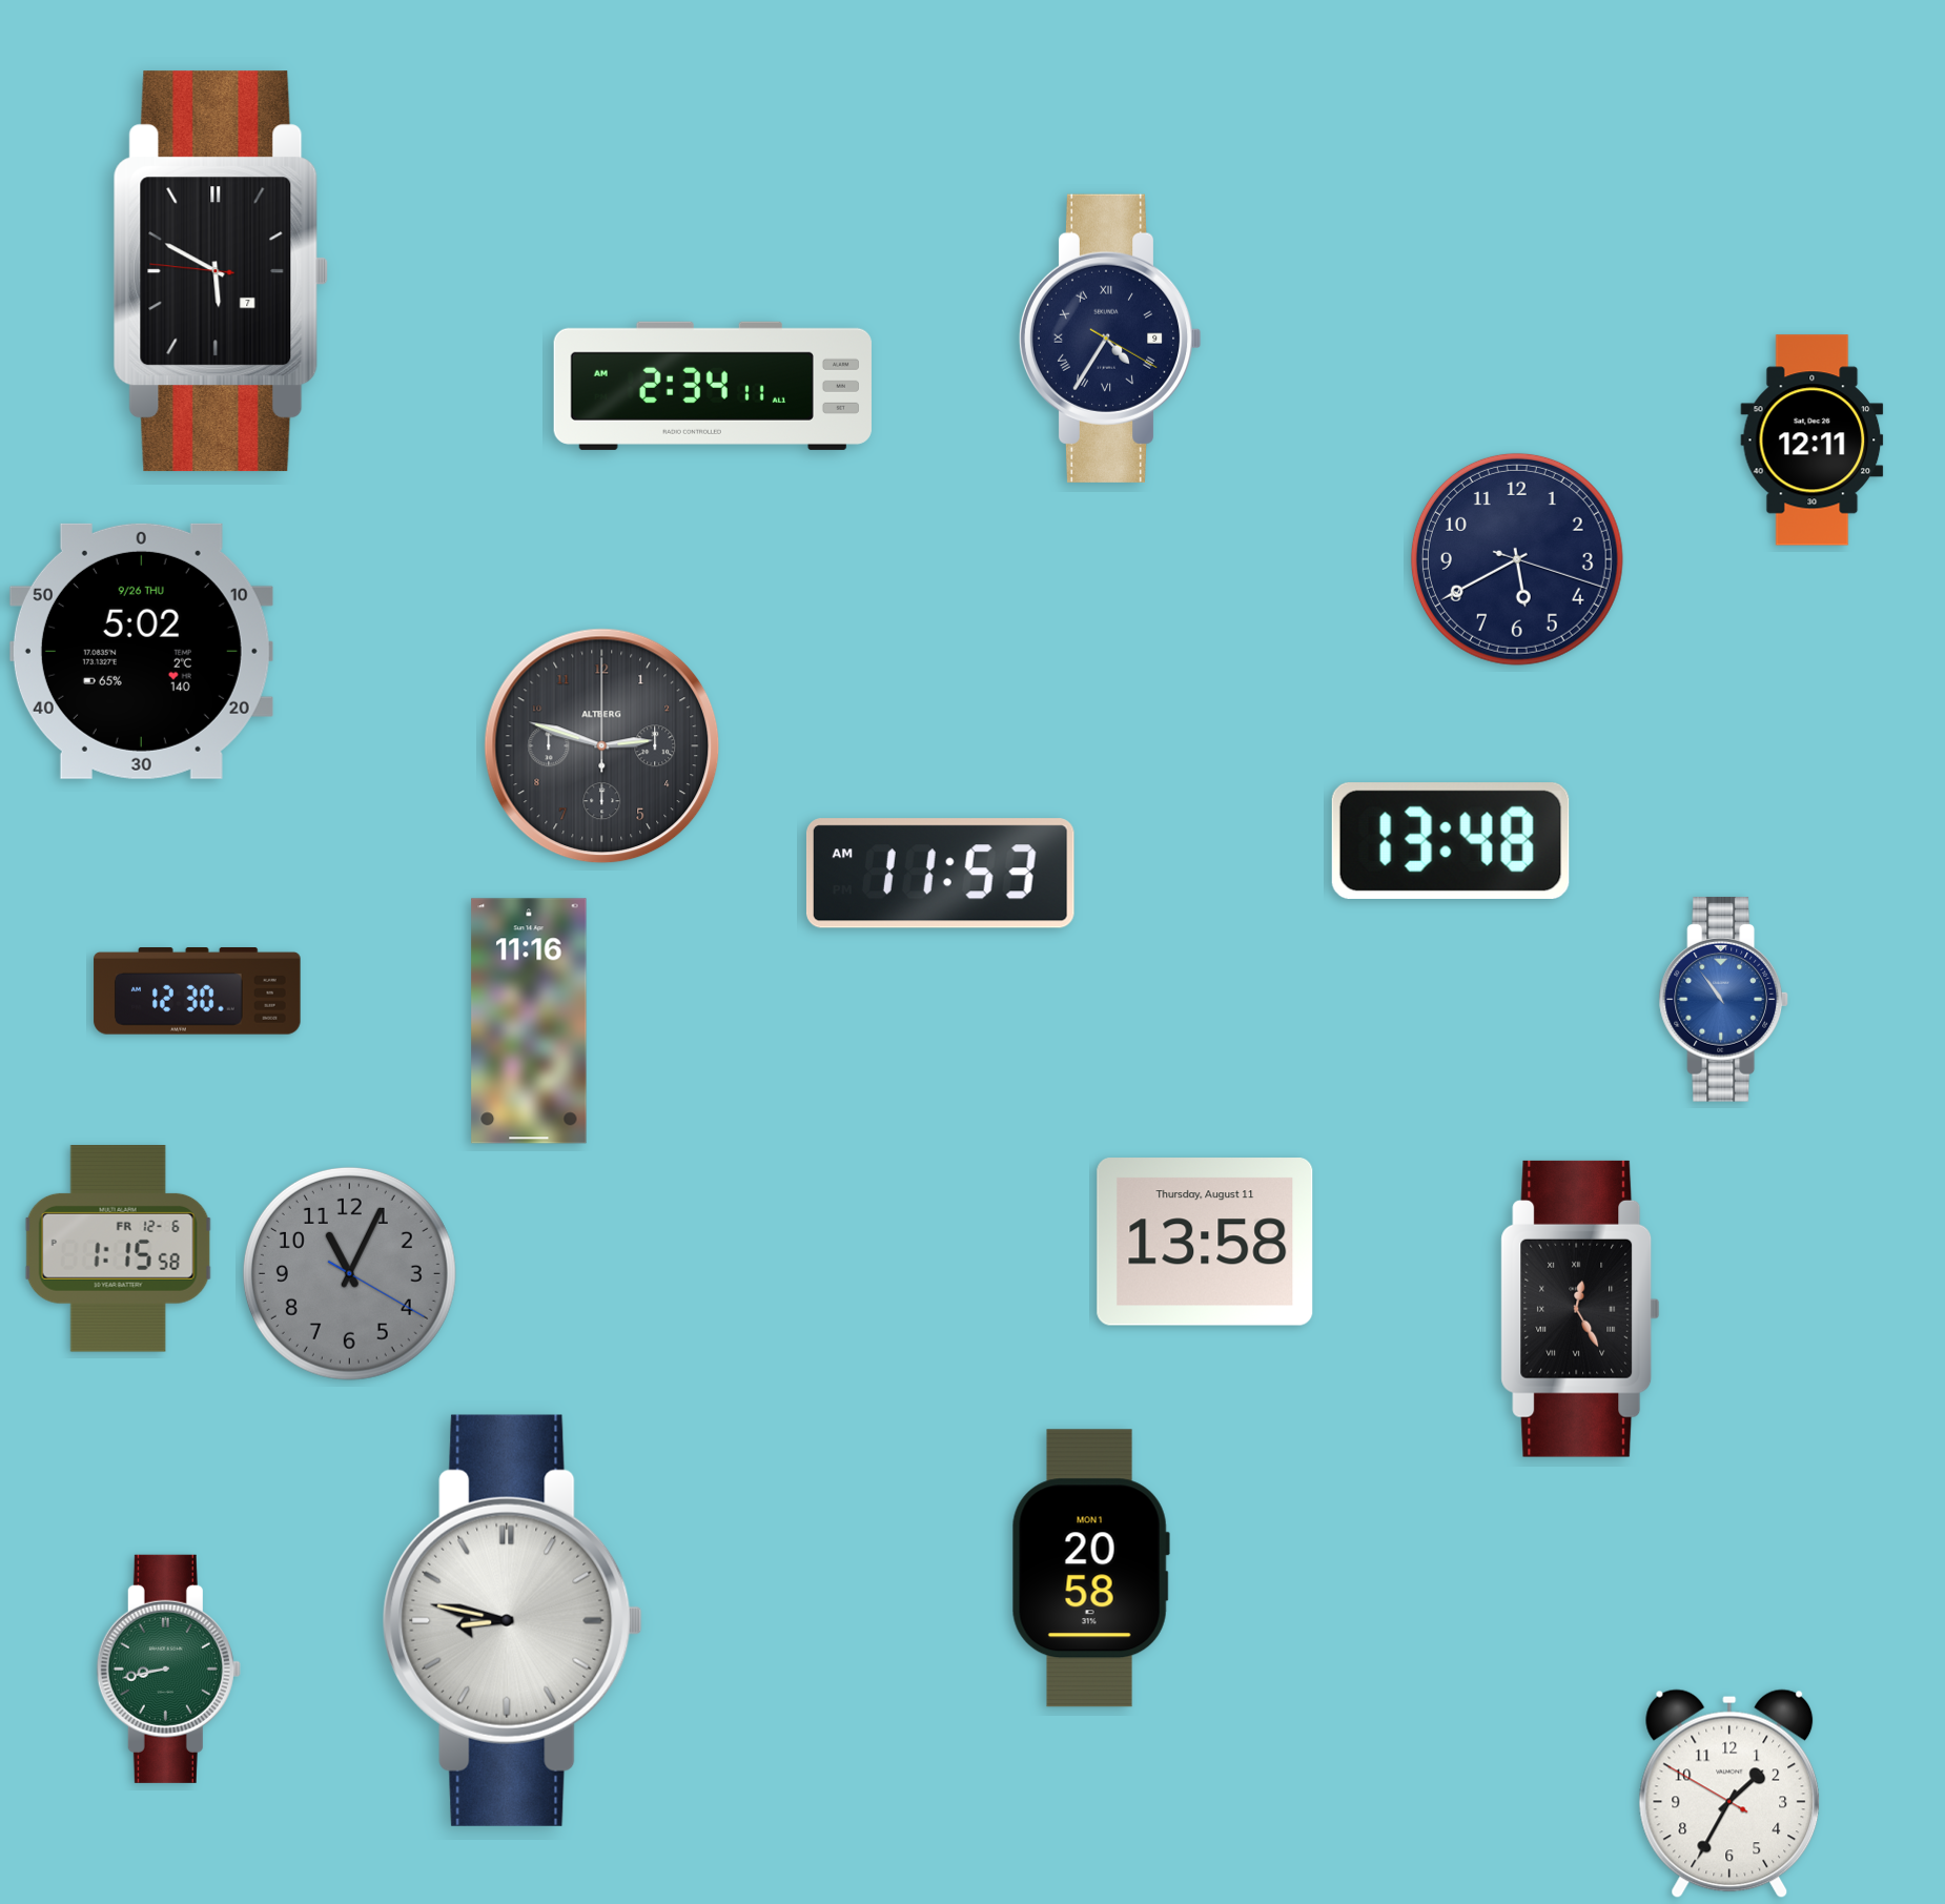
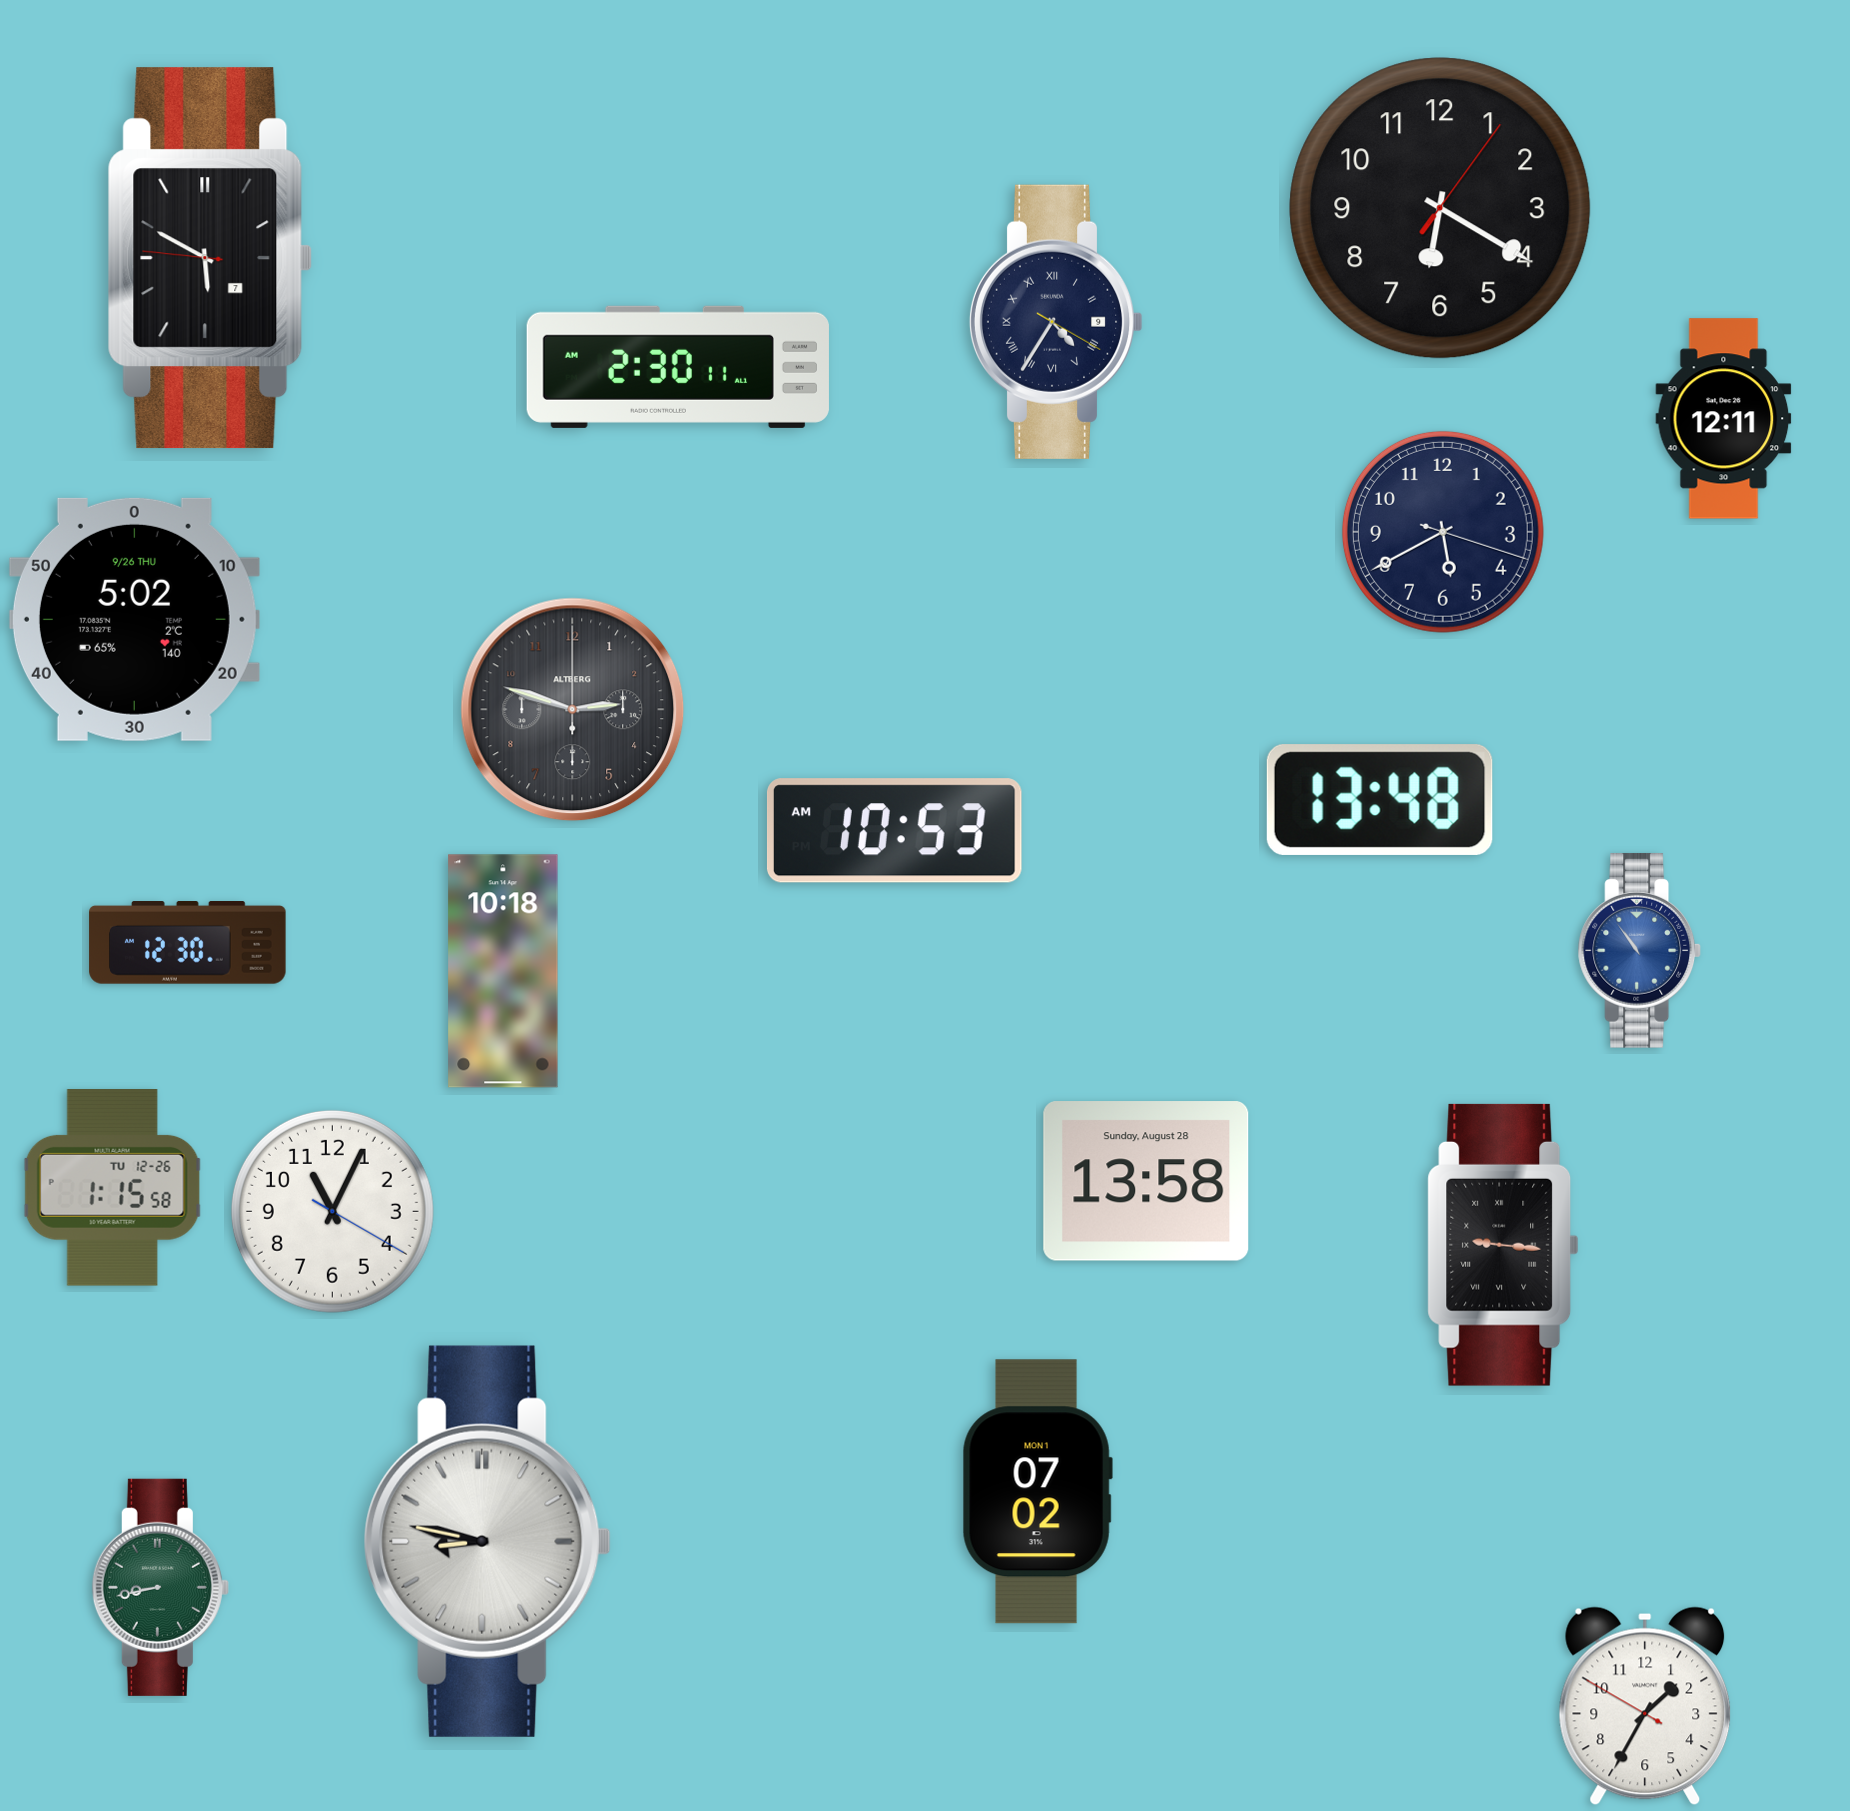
clock at (1440, 208): none -> 6:20
clock at (713, 386): 2:34 -> 2:30
clock at (940, 874): 11:53 -> 10:53
clock at (529, 1021): 11:16 -> 10:18
clock at (1205, 1242) date: Thursday, August 11 -> Sunday, August 28
clock at (118, 1249) date: FR 12-6 -> TU 12-26
clock at (349, 1273) dial: grey -> white
clock at (1580, 1309): 12:25 -> 9:16
clock at (1090, 1569): 20:58 -> 07:02
